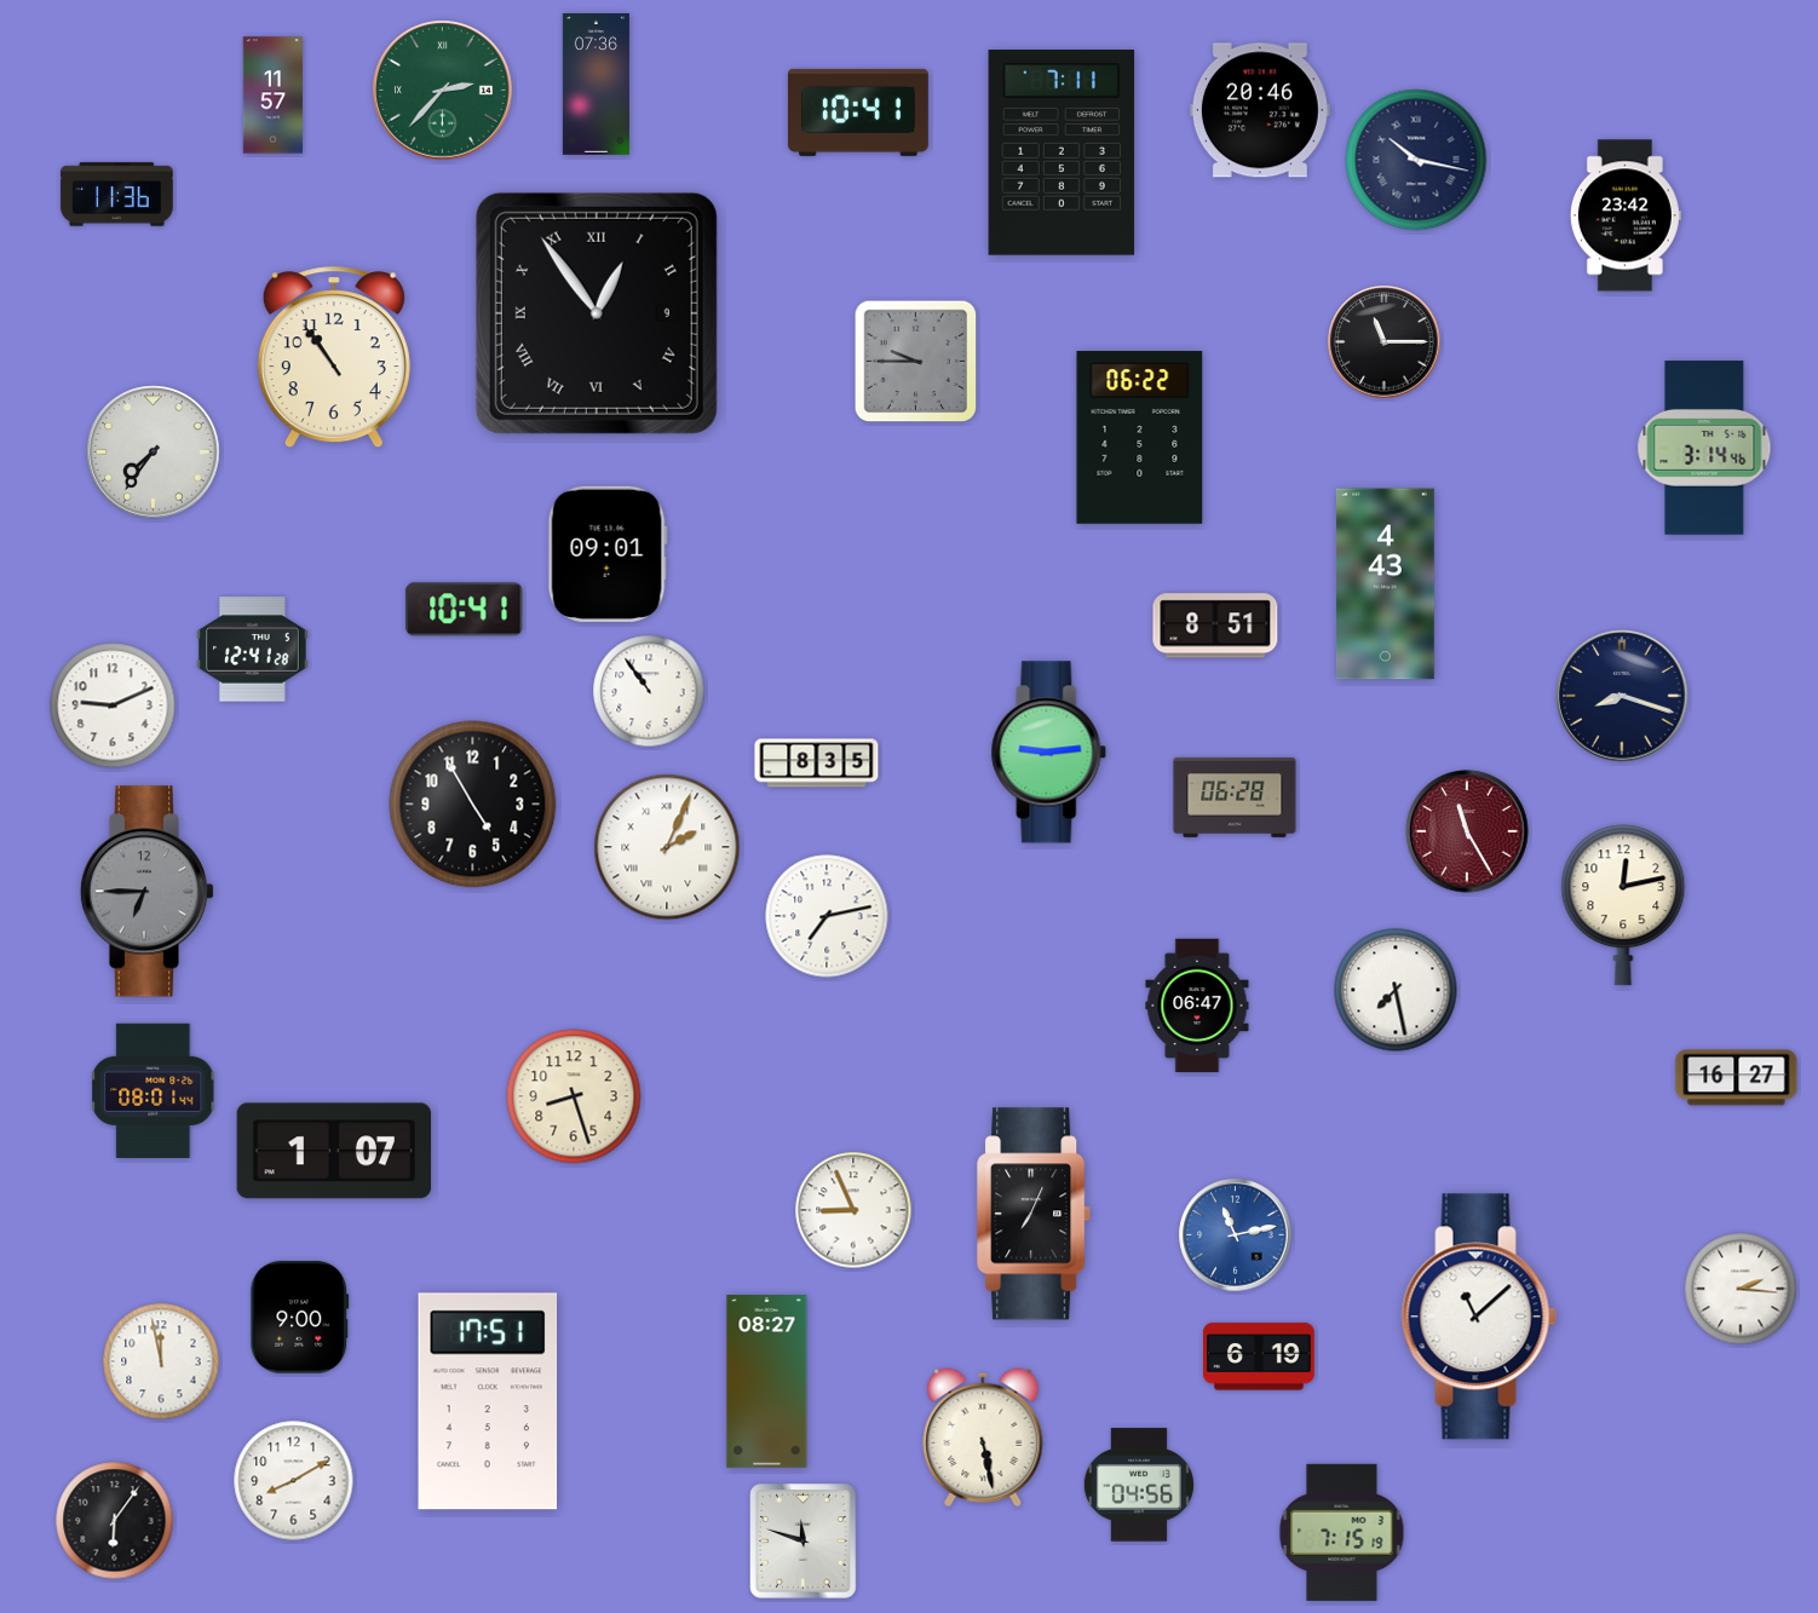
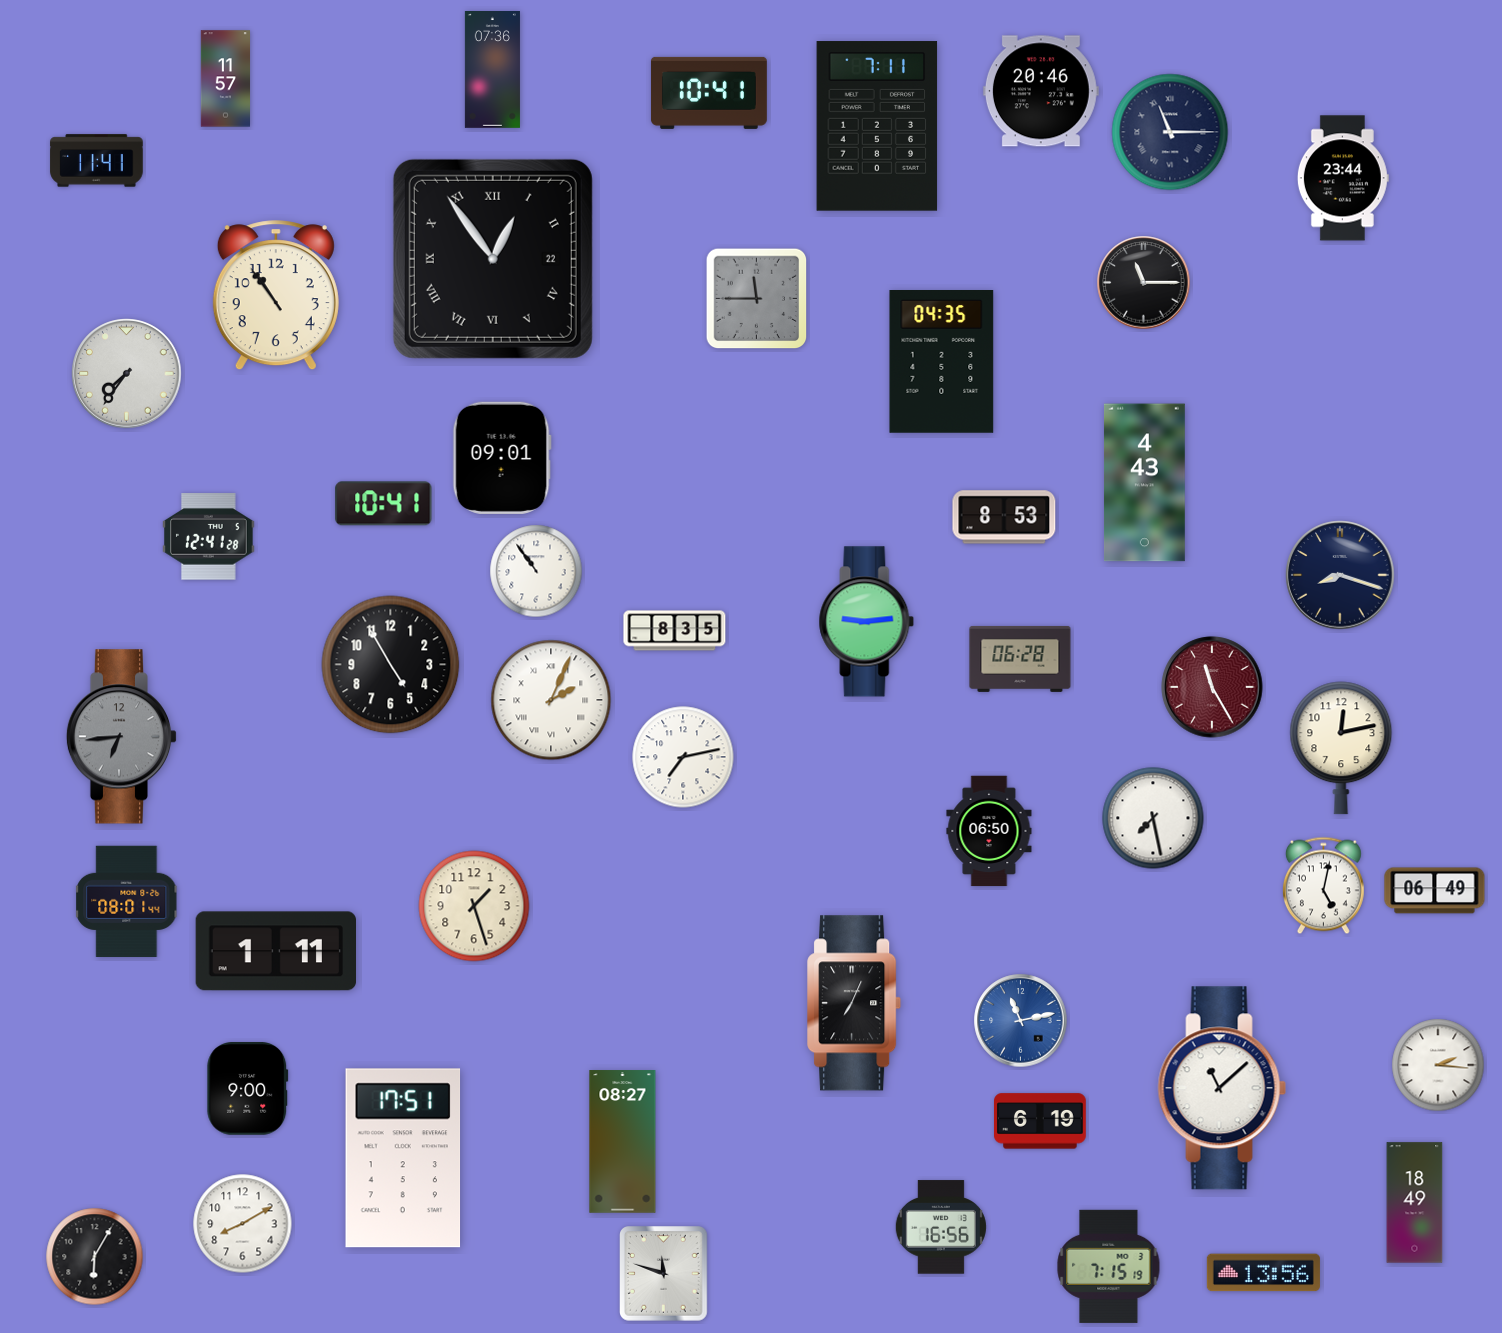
clock at (443, 91): 2:37 -> none
clock at (1416, 160): 10:17 -> 11:15
clock at (117, 195): 11:36 -> 11:41
clock at (1626, 215): 23:42 -> 23:44
clock at (597, 313) date: 9 -> 22
clock at (916, 362): 9:45 -> 11:45
clock at (1140, 438): 06:22 -> 04:35
clock at (1704, 448): 3:14 -> none
clock at (1215, 626): 8:51 -> 8:53
clock at (113, 705): 9:11 -> none
clock at (148, 892): 6:45 -> 6:44
clock at (1197, 1006): 06:47 -> 06:50
clock at (1323, 886): none -> 5:02
clock at (1737, 1078): 16:27 -> 06:49
clock at (574, 1096): 8:27 -> 1:27
clock at (334, 1151): 1:07 -> 1:11
clock at (853, 1210): 8:56 -> none
clock at (161, 1361): 11:58 -> none
clock at (767, 1382) position: (767, 1382) -> (623, 1142)
clock at (983, 1438): 5:28 -> none
clock at (1415, 1203): none -> 18:49
clock at (1139, 1485): 04:56 -> 16:56
clock at (115, 1521): 6:06 -> 6:05
clock at (1263, 1273): none -> 13:56
